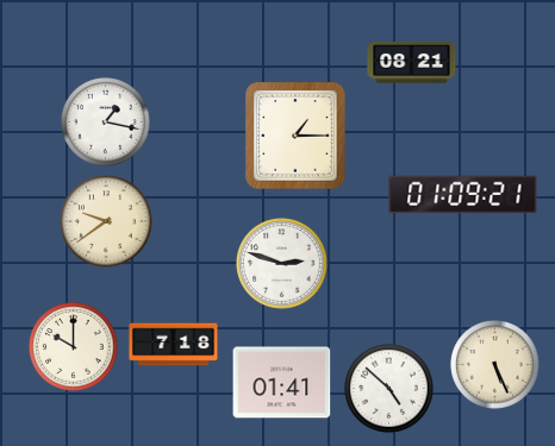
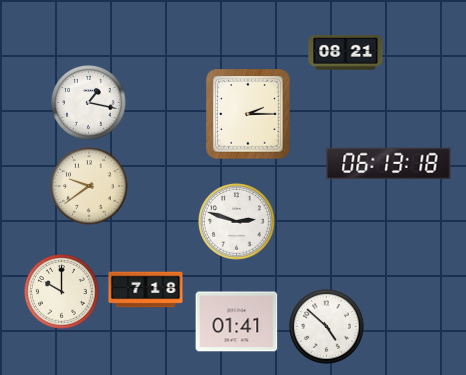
clock at (295, 136): 1:15 -> 2:15
clock at (463, 195): 01:09 -> 06:13
clock at (495, 365): 5:26 -> none
